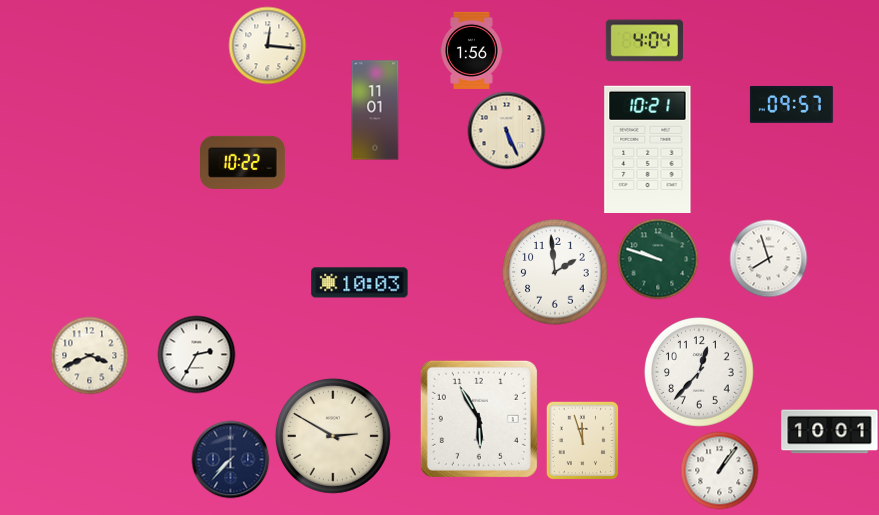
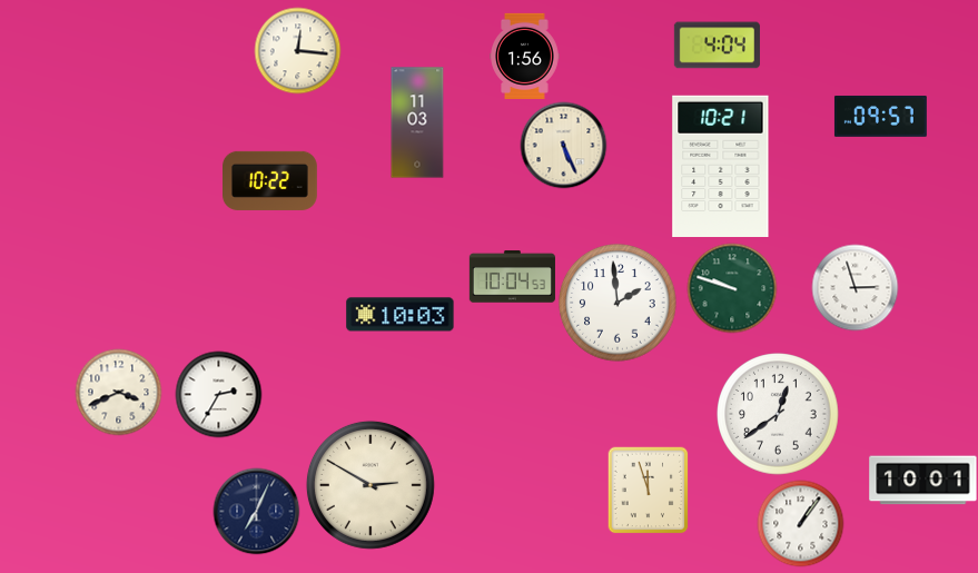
clock at (375, 110): 11:01 -> 11:03
clock at (512, 277): none -> 10:04
clock at (768, 258): 7:57 -> 2:57
clock at (89, 355) position: (89, 355) -> (118, 392)
clock at (699, 372): 12:37 -> 12:39
clock at (479, 419): 5:55 -> none
clock at (230, 459): 7:37 -> 7:04
